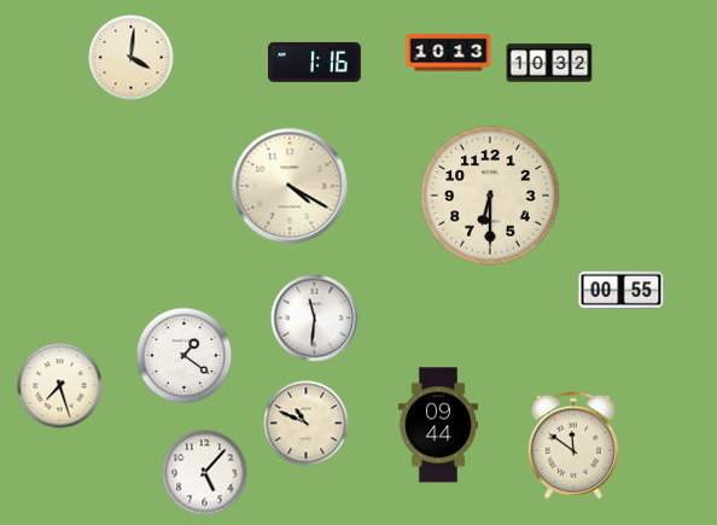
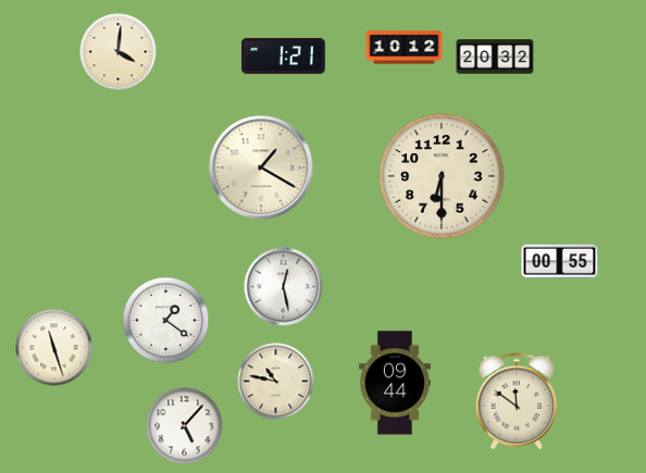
clock at (449, 53): 10:13 -> 10:12
clock at (315, 62): 1:16 -> 1:21
clock at (549, 63): 10:32 -> 20:32
clock at (290, 186): 4:20 -> 1:20
clock at (315, 319): 11:31 -> 12:28
clock at (60, 386): 7:27 -> 11:27
clock at (307, 424): 10:49 -> 10:47
